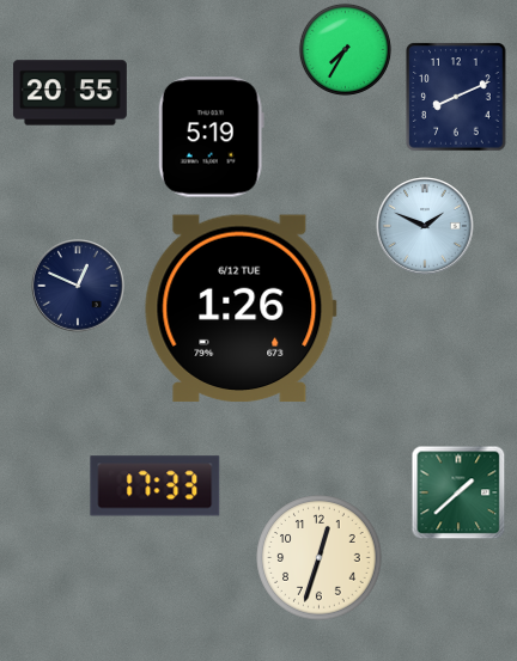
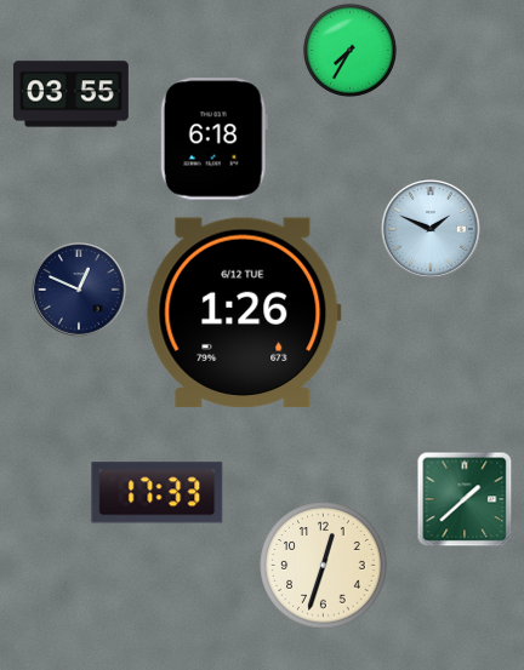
clock at (69, 93): 20:55 -> 03:55
clock at (456, 97): 8:11 -> none
clock at (211, 137): 5:19 -> 6:18
